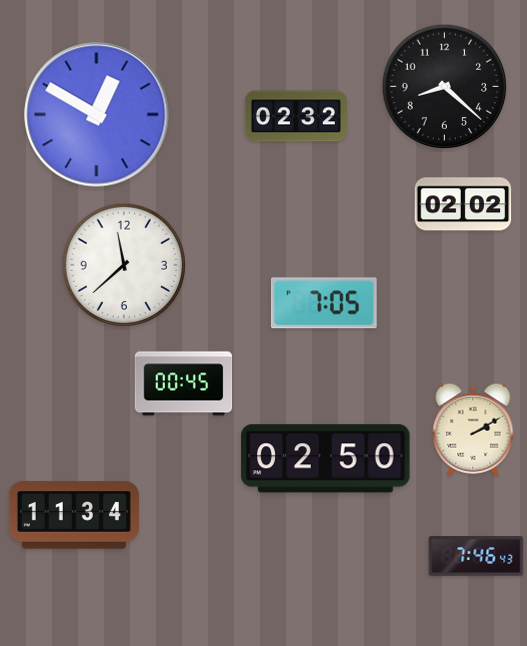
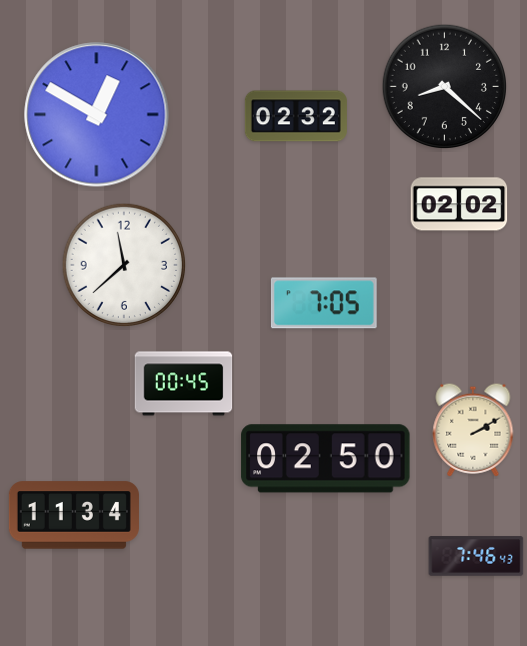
clock at (463, 204) position: (463, 204) -> (459, 204)
